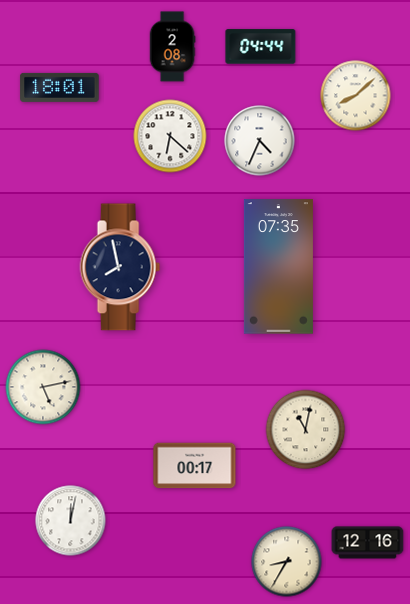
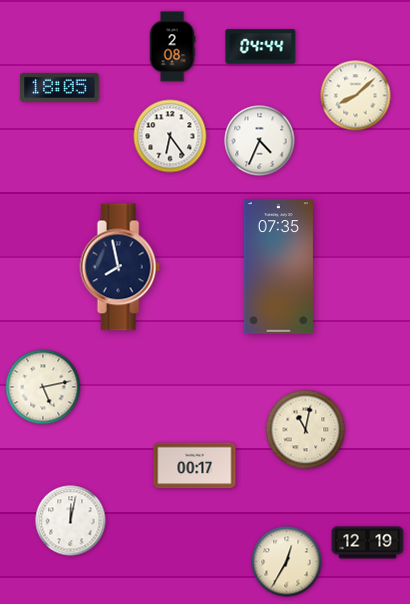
clock at (60, 87): 18:01 -> 18:05
clock at (170, 136): 6:22 -> 6:24
clock at (368, 543): 12:16 -> 12:19
clock at (287, 562): 8:35 -> 12:35
